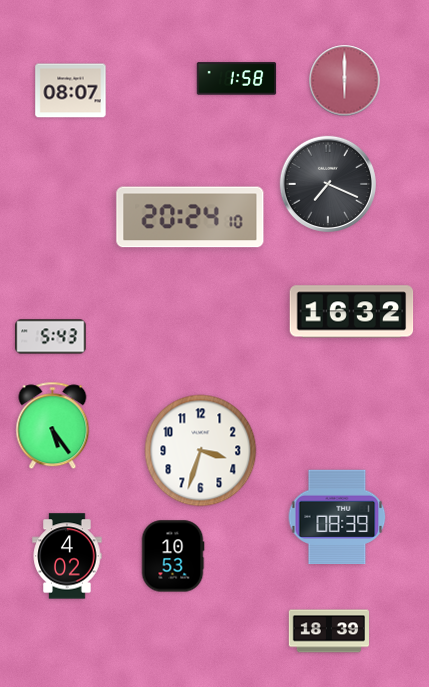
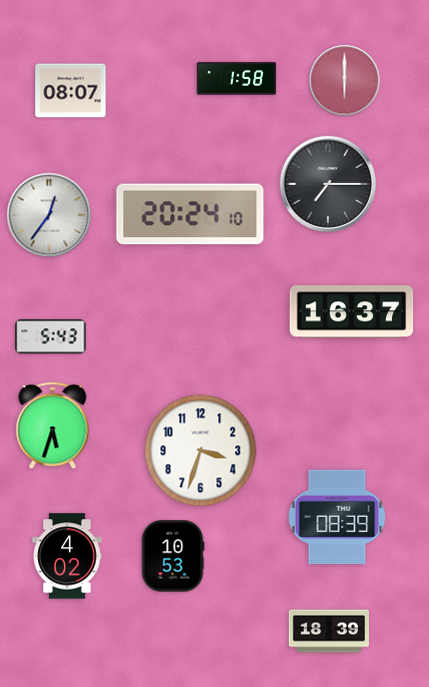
clock at (328, 184): 7:19 -> 7:15
clock at (49, 215): none -> 12:36
clock at (190, 217) position: (190, 217) -> (190, 214)
clock at (352, 312): 16:32 -> 16:37
clock at (53, 426): 5:24 -> 5:33
